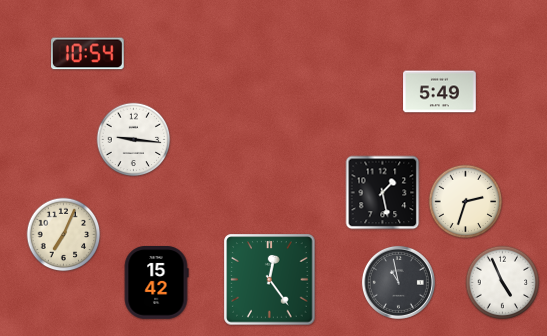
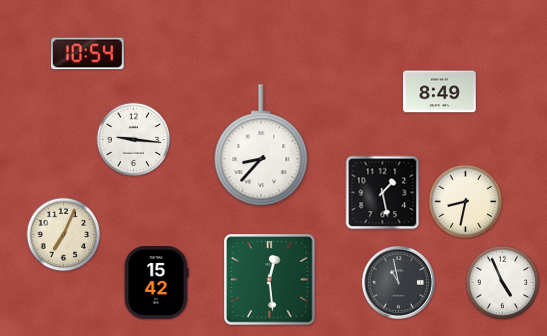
clock at (440, 92): 5:49 -> 8:49
clock at (261, 145): none -> 8:37
clock at (466, 202): 2:33 -> 8:32
clock at (270, 280): 12:24 -> 12:29
